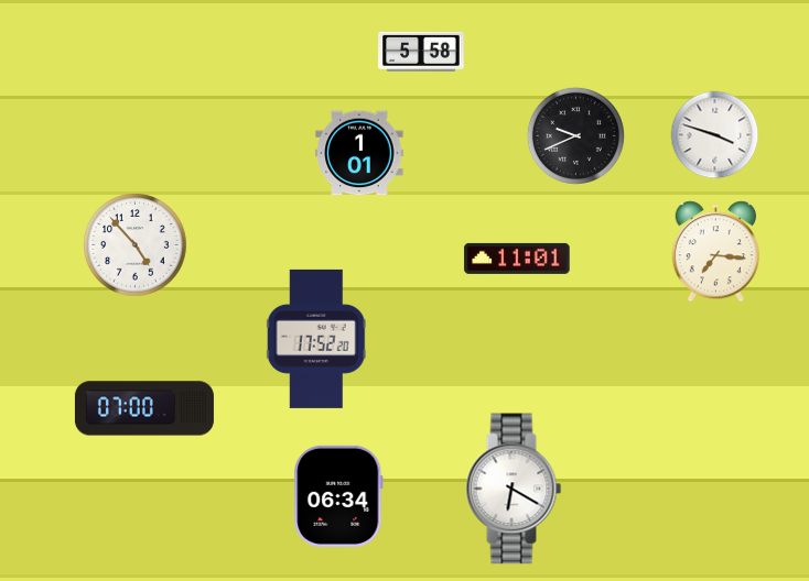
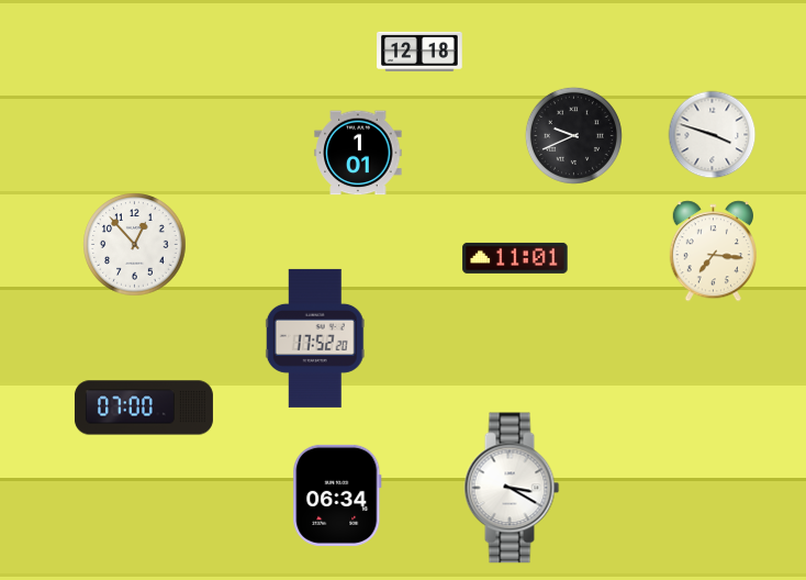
clock at (421, 52): 5:58 -> 12:18
clock at (136, 245): 4:53 -> 12:53
clock at (514, 489): 6:20 -> 3:20
